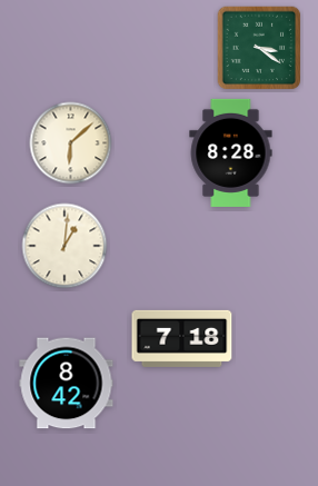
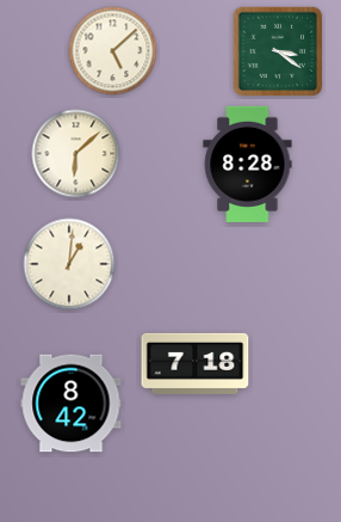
clock at (113, 51): none -> 5:08
clock at (67, 384) position: (67, 384) -> (72, 404)
